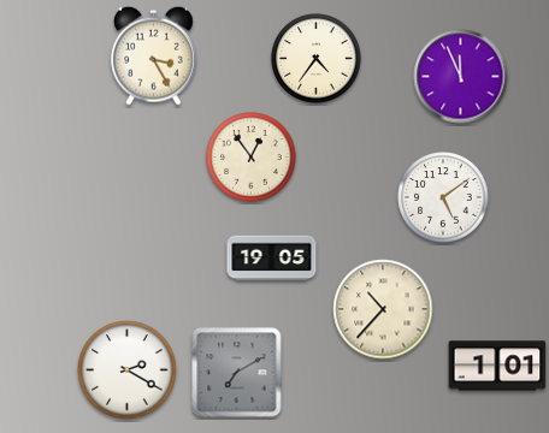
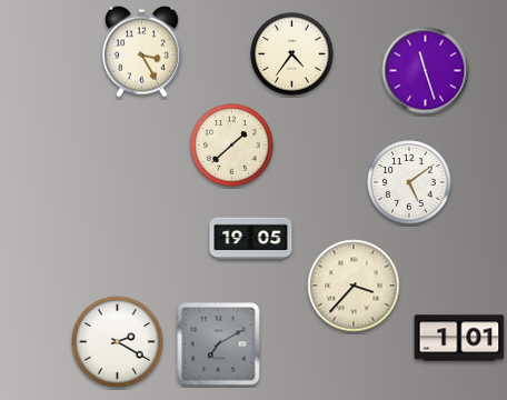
clock at (461, 77): 11:56 -> 11:27
clock at (252, 158): 12:54 -> 1:38
clock at (383, 309): 10:37 -> 3:37
